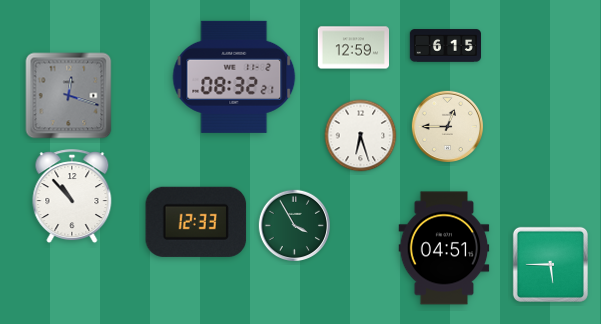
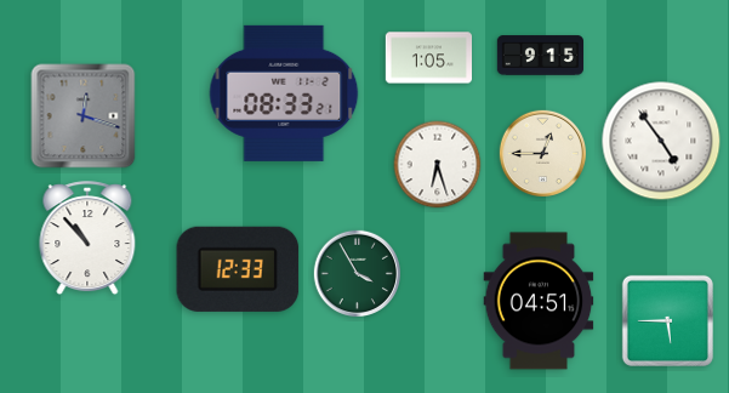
clock at (445, 46): 6:15 -> 9:15
clock at (353, 48): 12:59 -> 1:05
clock at (234, 77): 08:32 -> 08:33
clock at (661, 141): none -> 4:54
